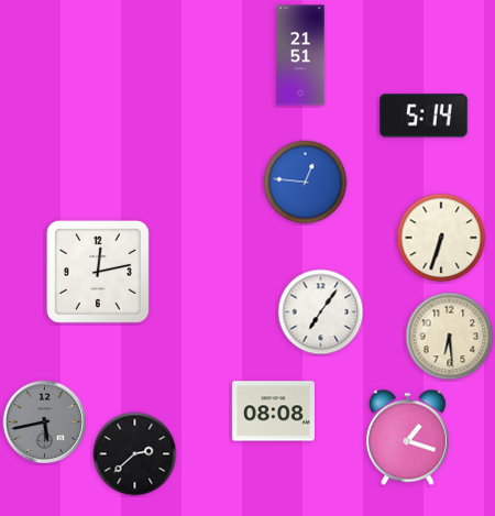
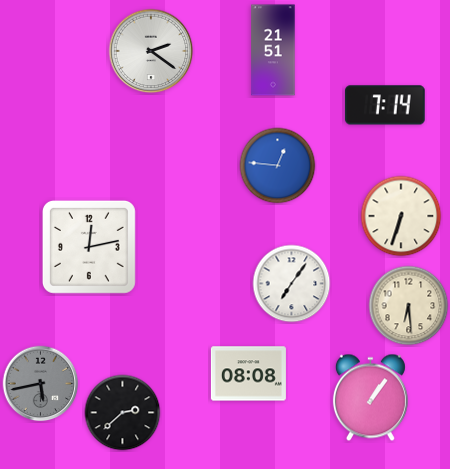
clock at (151, 51): none -> 2:21
clock at (424, 116): 5:14 -> 7:14
clock at (407, 438): 1:18 -> 1:06
